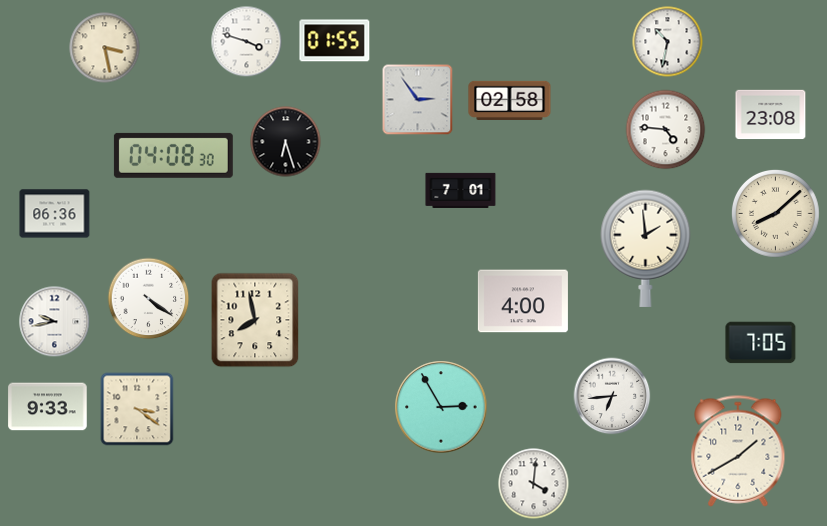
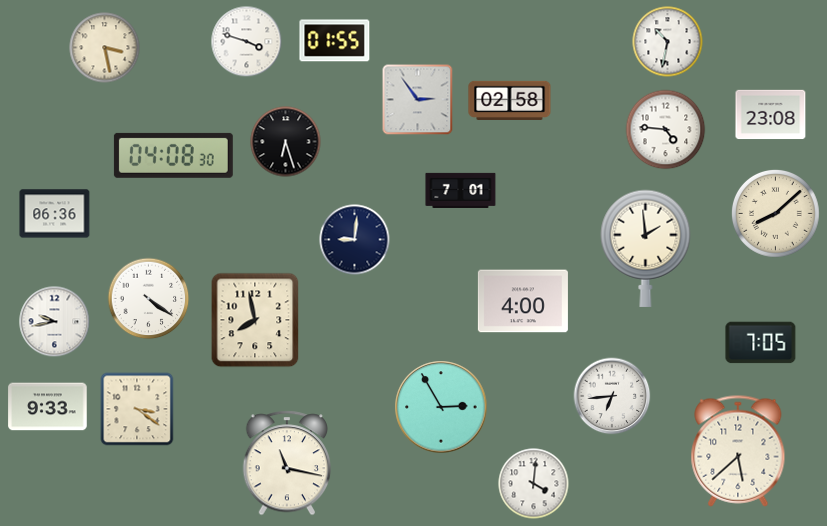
clock at (355, 240): none -> 9:01
clock at (738, 451): 1:40 -> 5:38
clock at (287, 463): none -> 11:17
